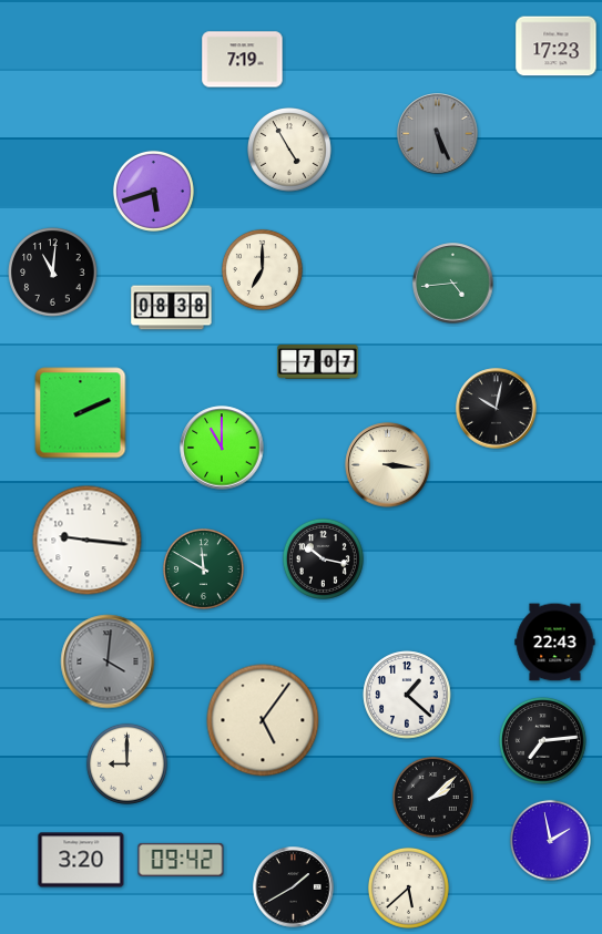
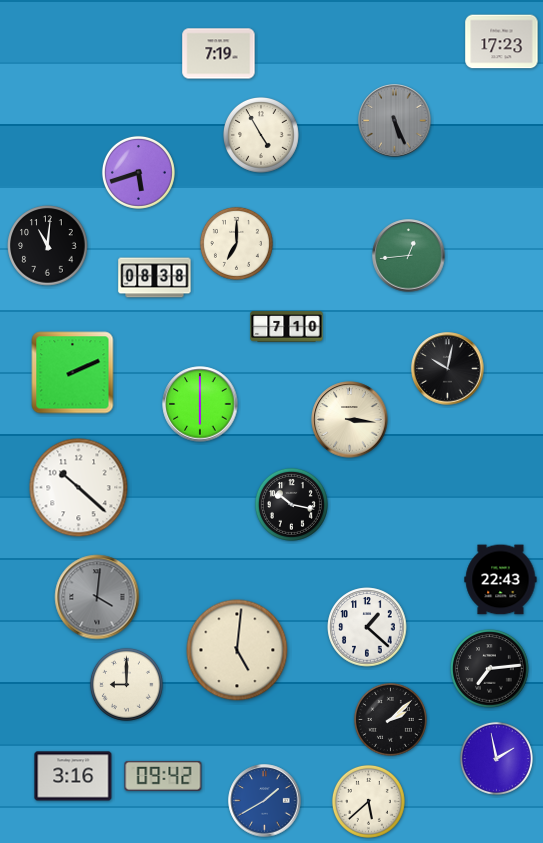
clock at (453, 284): 4:44 -> 12:44
clock at (318, 362): 7:07 -> 7:10
clock at (222, 448): 11:00 -> 6:00
clock at (88, 541): 9:16 -> 10:22
clock at (203, 568): 11:50 -> none
clock at (263, 720): 5:06 -> 5:01
clock at (126, 763) position: (126, 763) -> (126, 684)
clock at (81, 860): 3:20 -> 3:16
clock at (294, 887) dial: black -> blue
